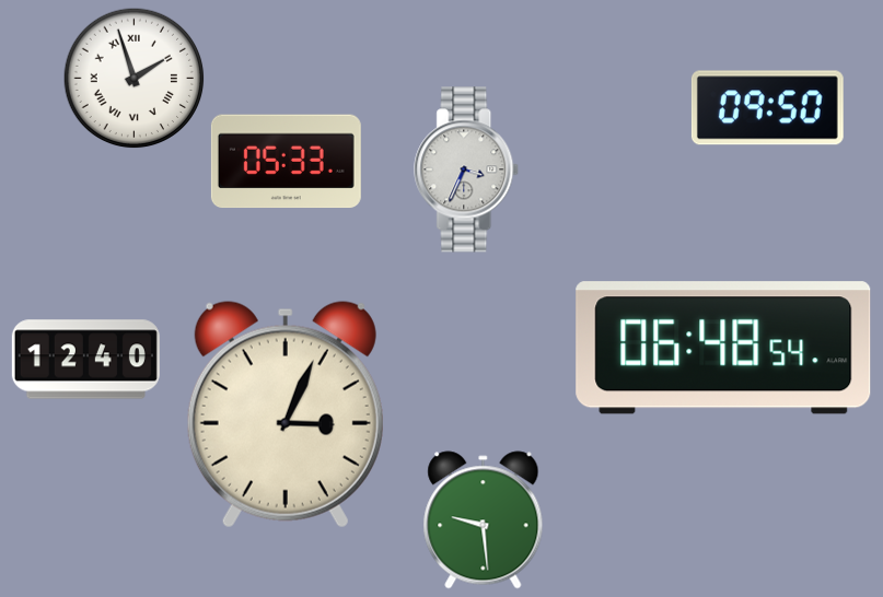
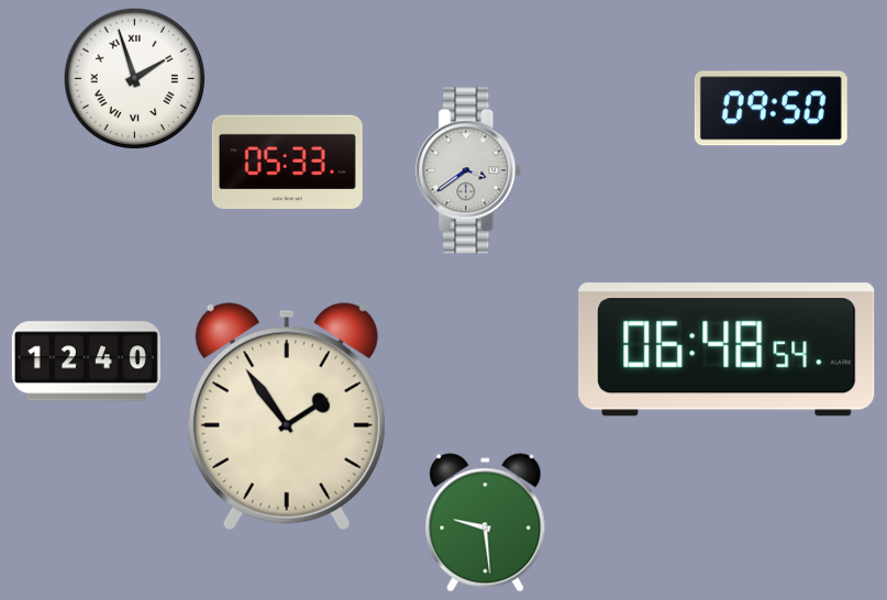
clock at (467, 169): 3:34 -> 3:39
clock at (286, 414): 3:04 -> 1:54
